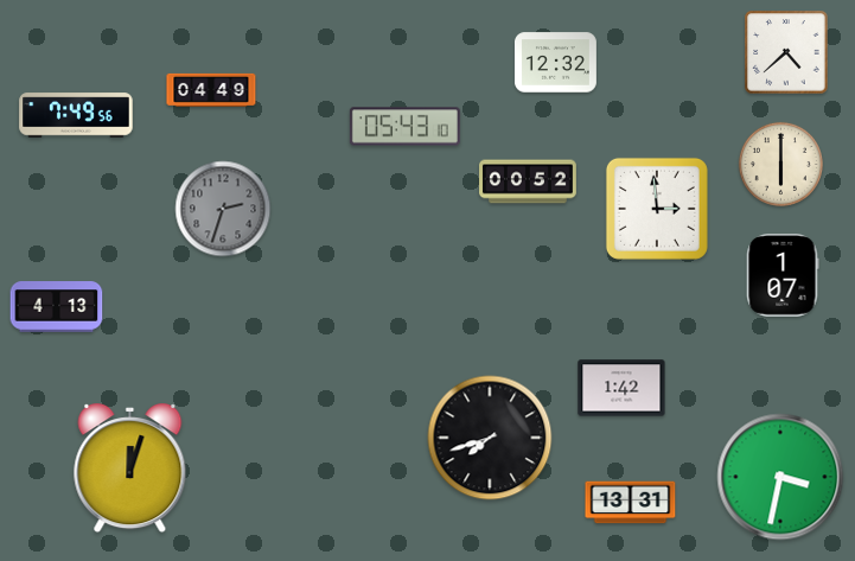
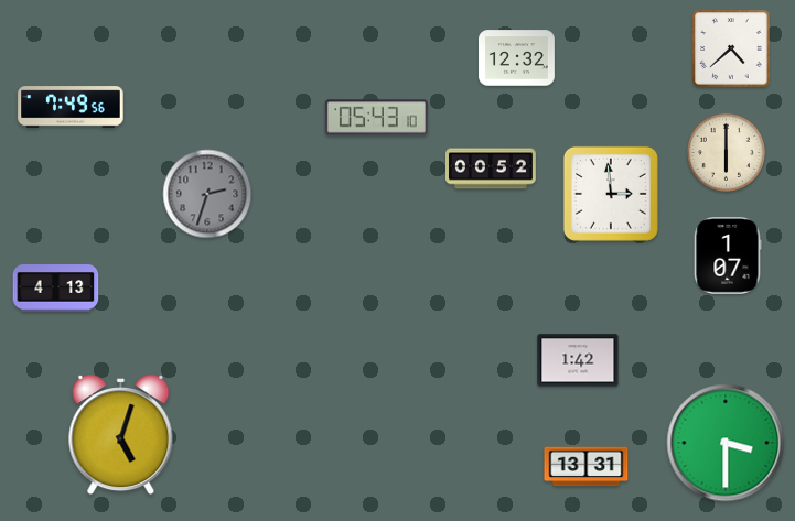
clock at (211, 90): 04:49 -> none
clock at (57, 307) position: (57, 307) -> (56, 289)
clock at (490, 438): 7:42 -> none
clock at (130, 470): 12:03 -> 5:03
clock at (780, 477): 3:32 -> 3:30
